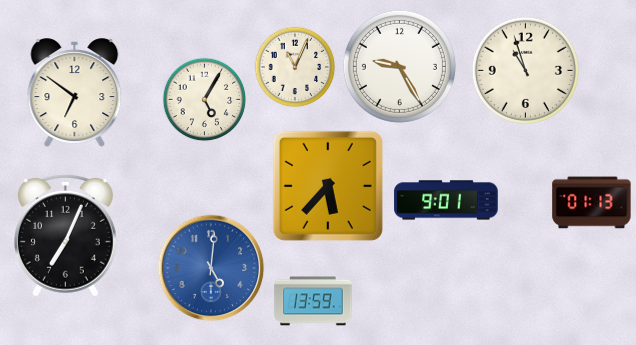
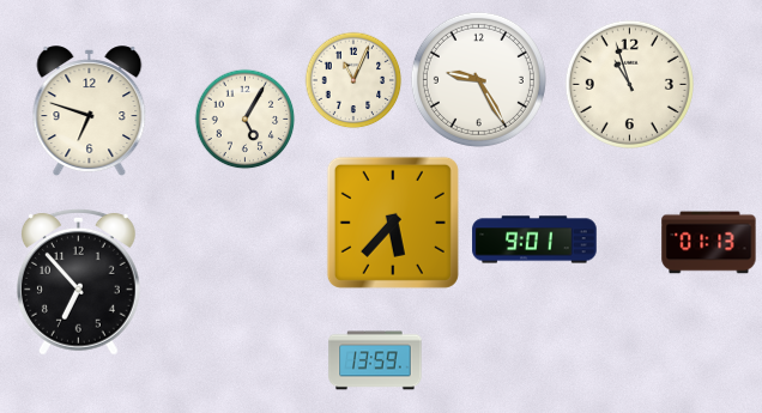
clock at (75, 92): 6:51 -> 6:48
clock at (65, 235): 7:04 -> 6:53
clock at (211, 268): 5:01 -> none
